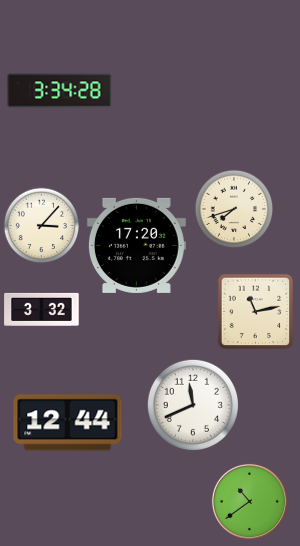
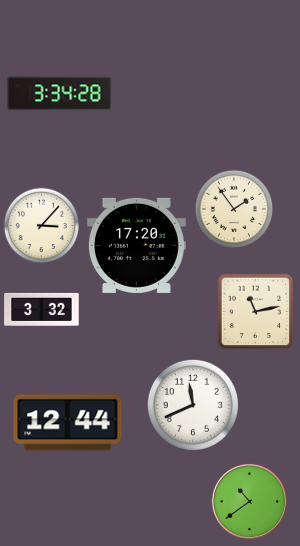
clock at (60, 91) position: (60, 91) -> (60, 94)
clock at (234, 209): 7:42 -> 1:54
